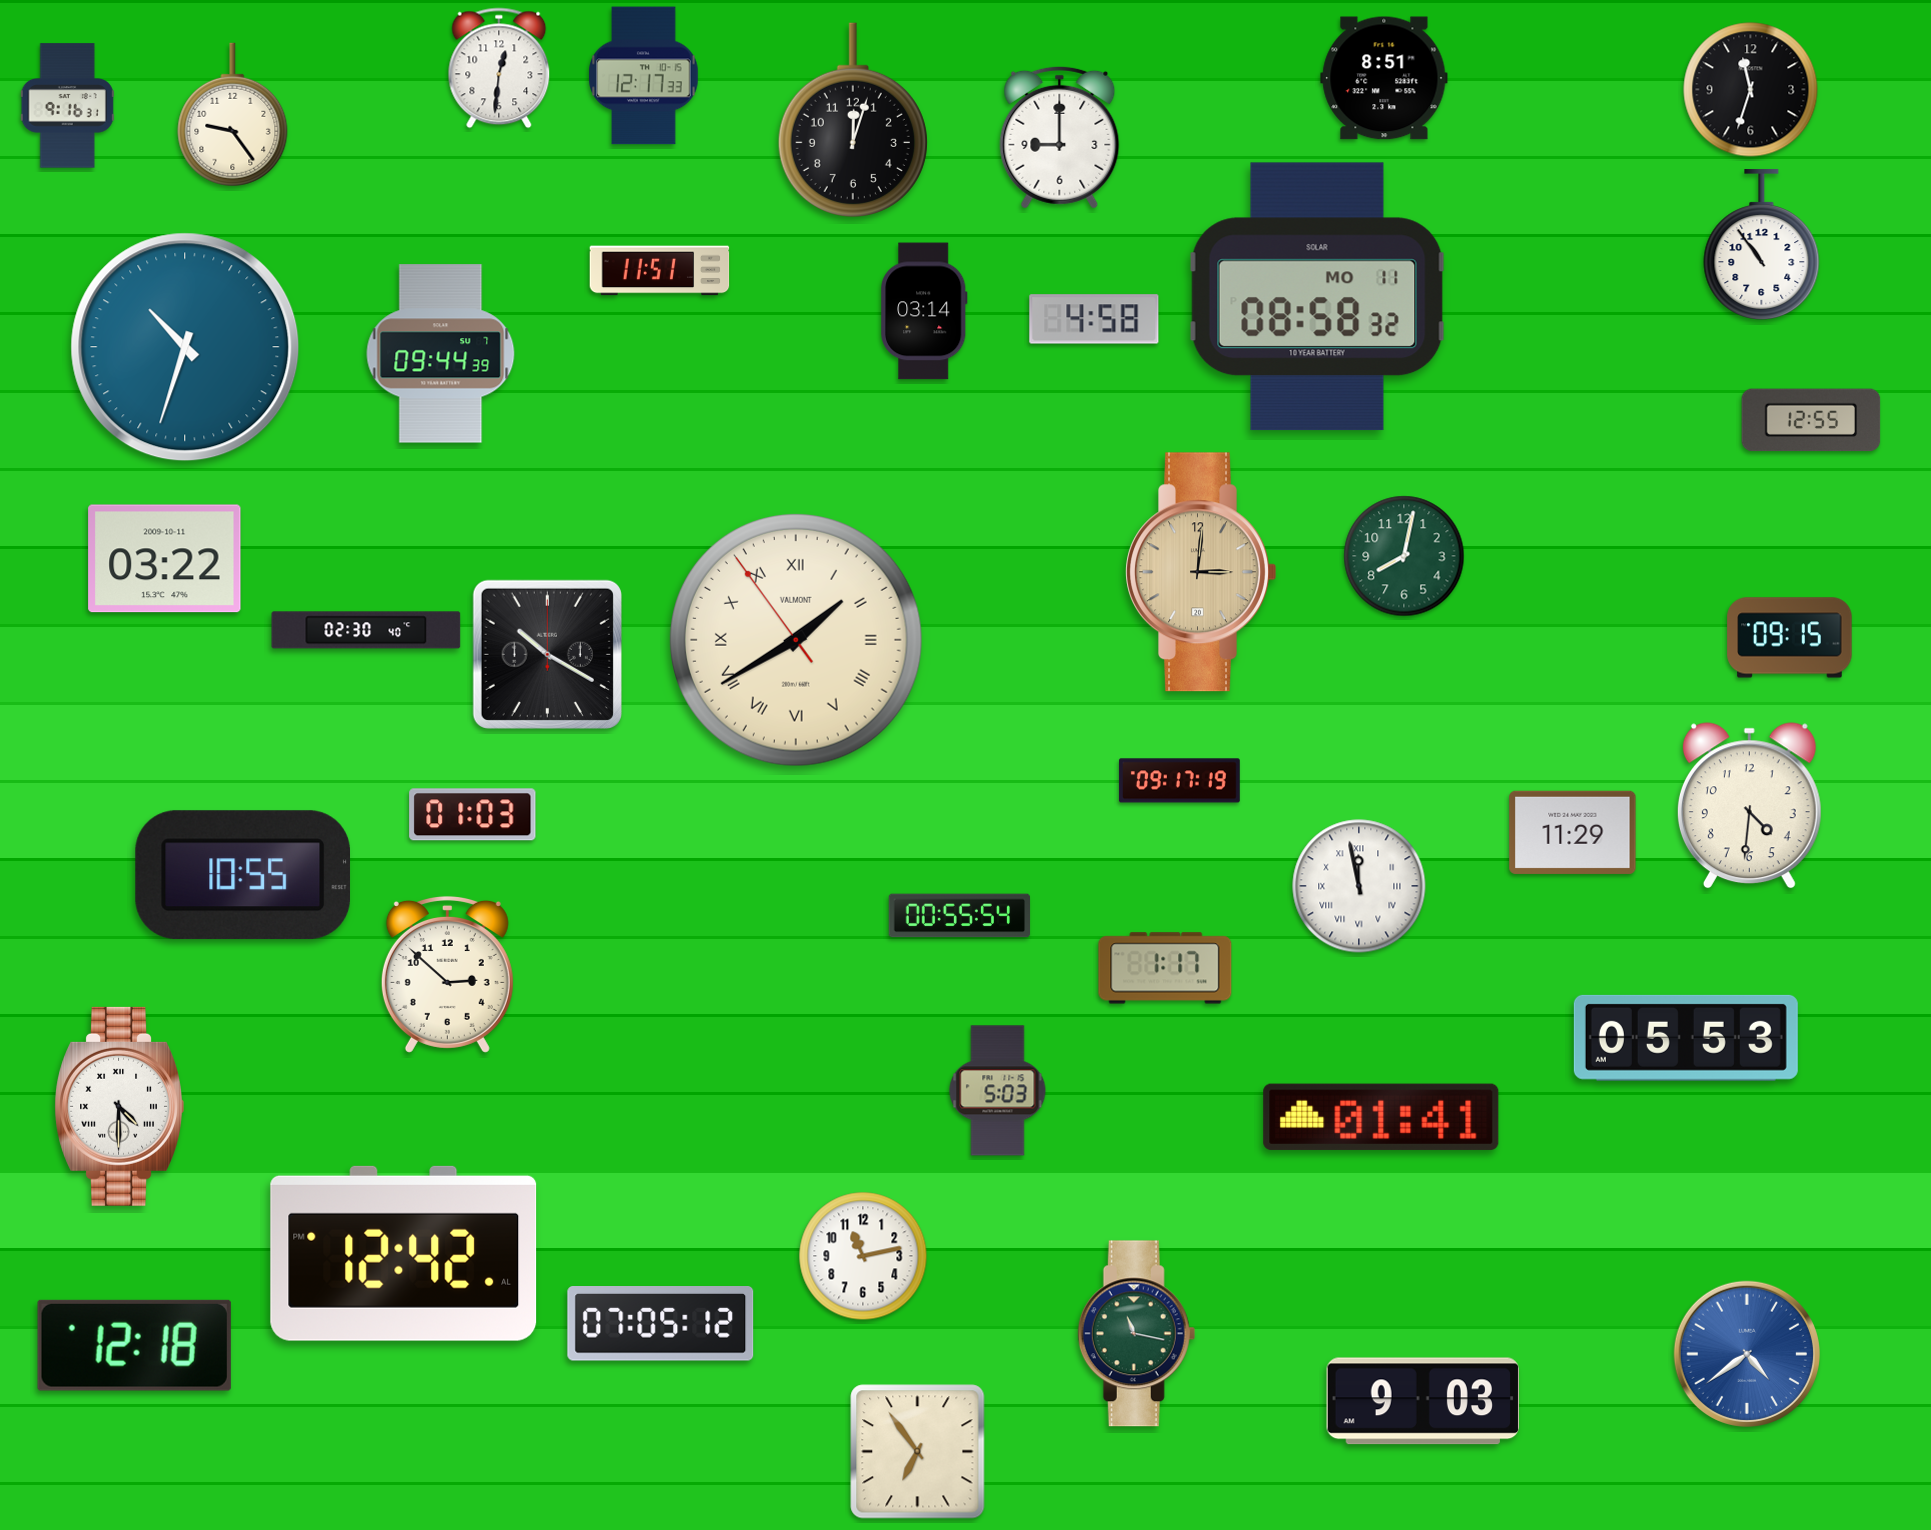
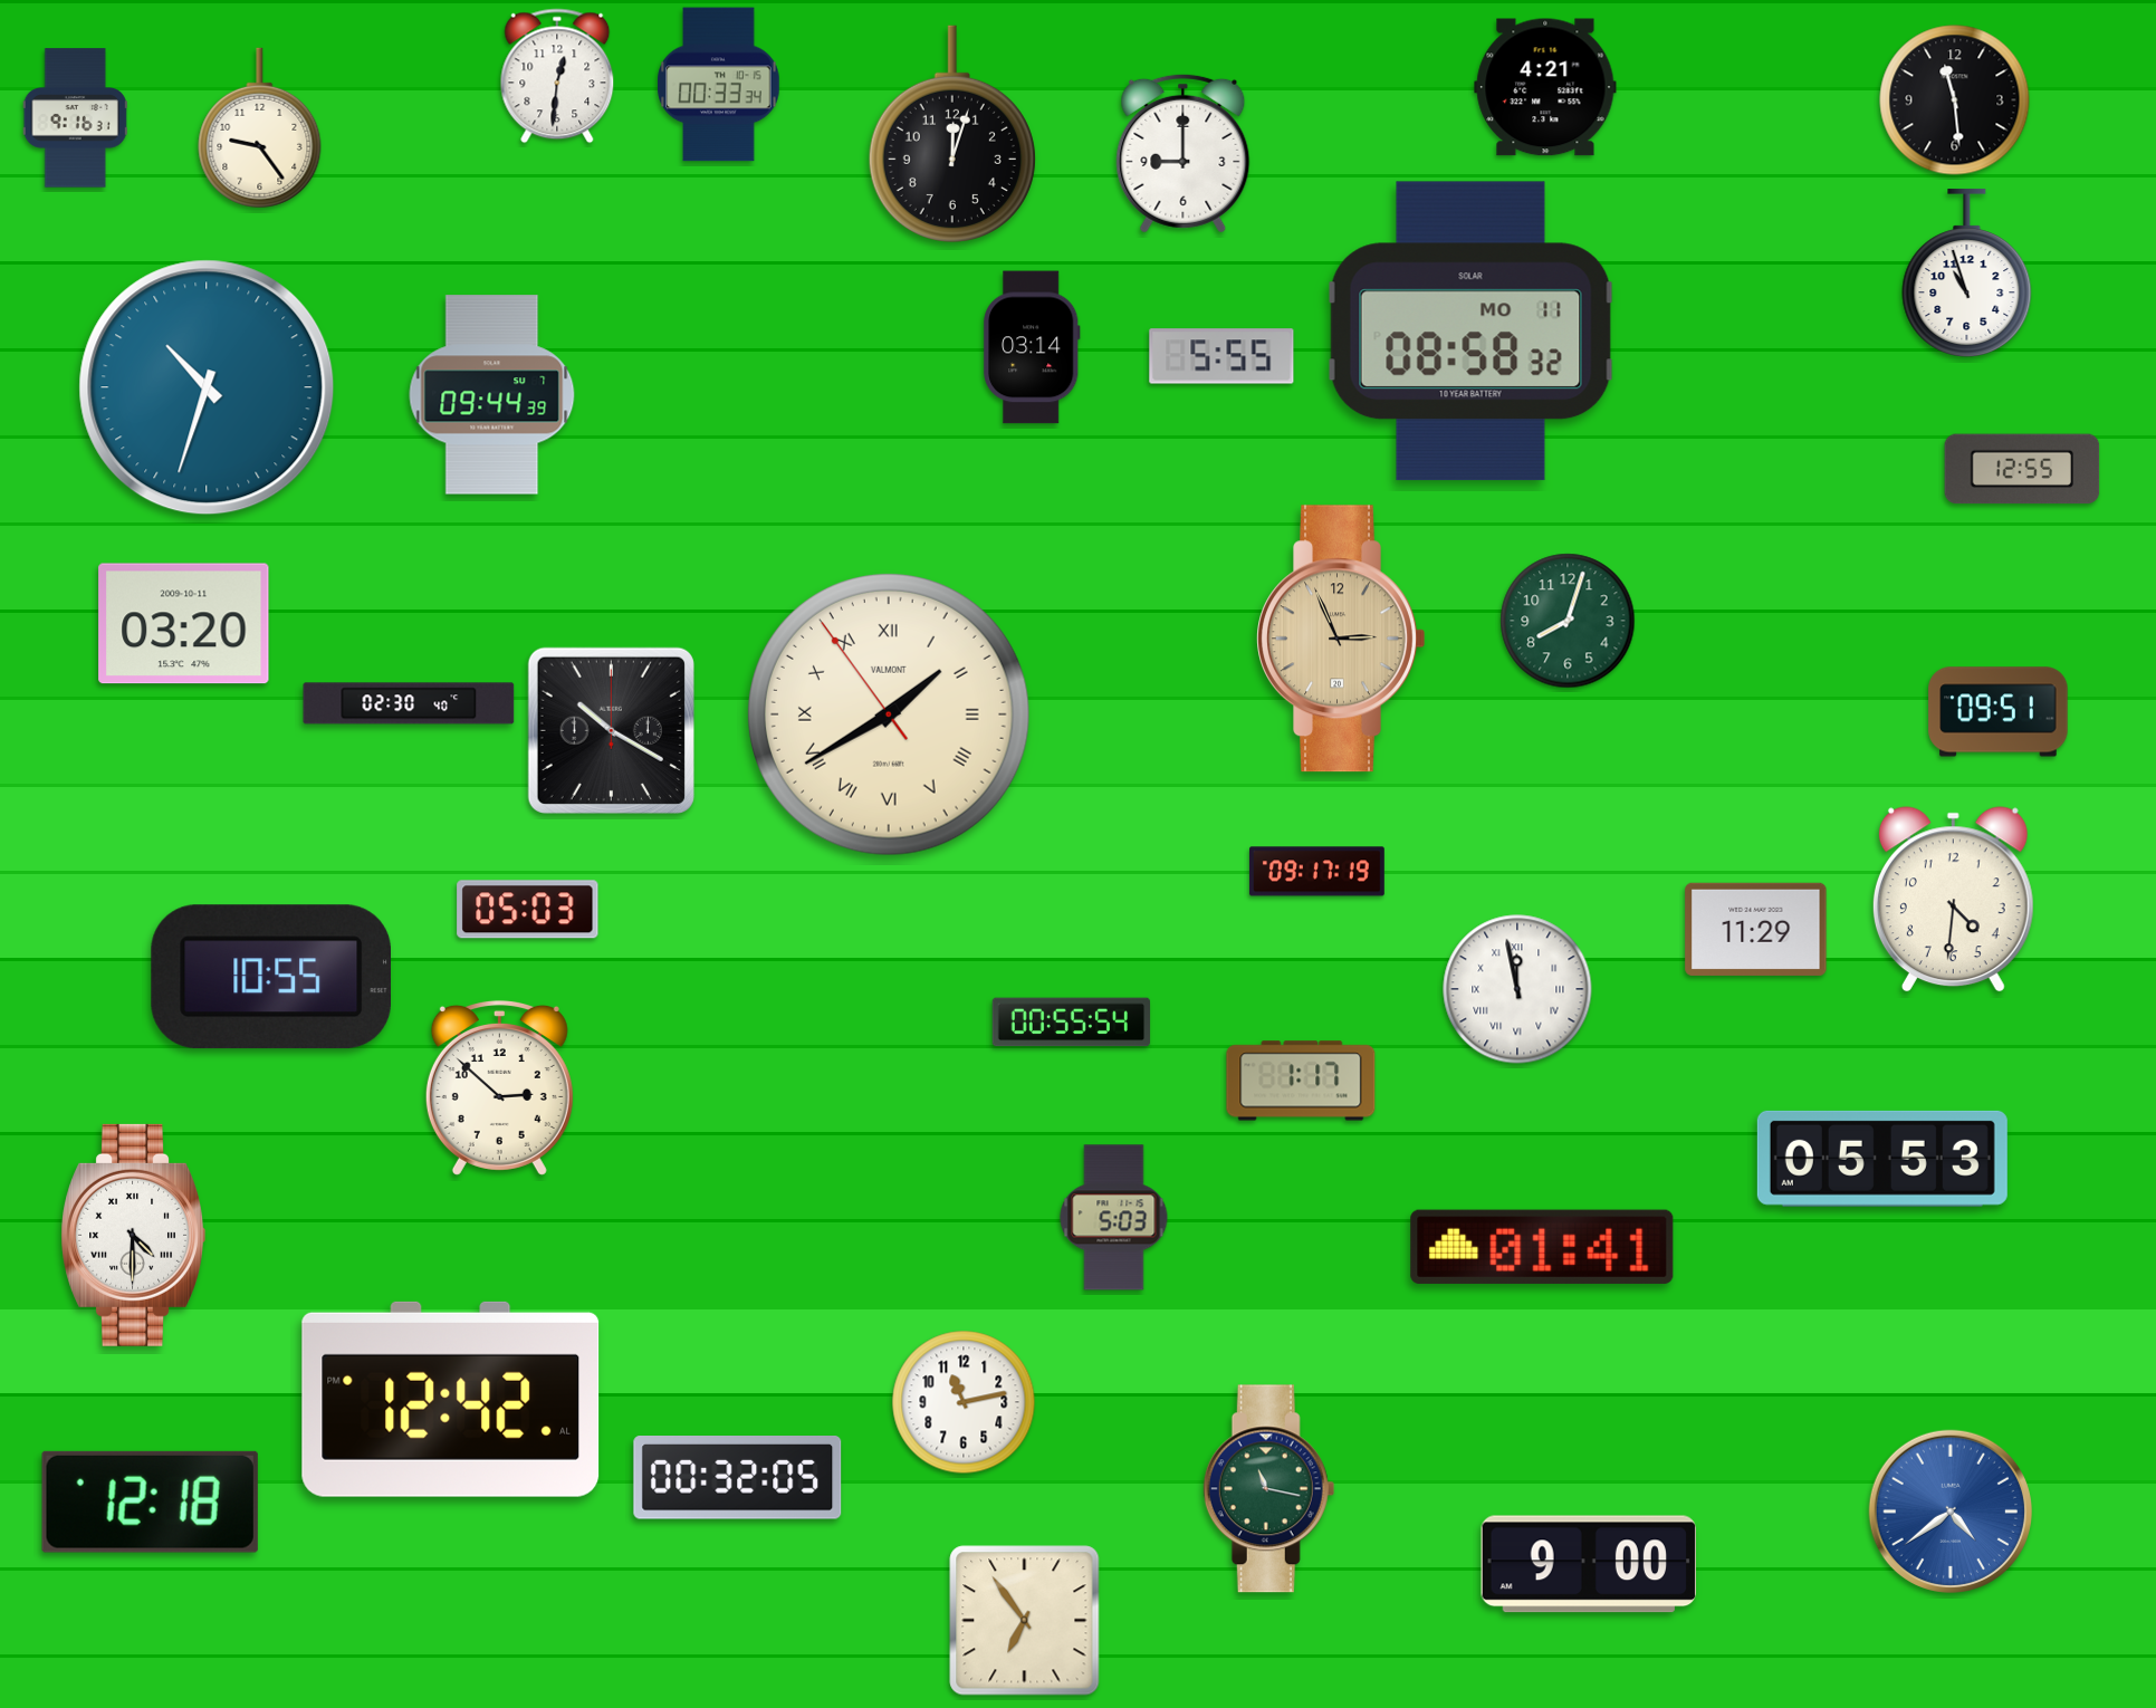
clock at (644, 76): 12:17 -> 00:33
clock at (1384, 78): 8:51 -> 4:21
clock at (1751, 90): 11:33 -> 11:29
clock at (1762, 244): 10:54 -> 10:57
clock at (660, 271): 11:51 -> none
clock at (1094, 319): 4:58 -> 5:55
clock at (1404, 556): 8:02 -> 8:03
clock at (165, 559): 03:22 -> 03:20
clock at (1201, 572): 3:01 -> 2:56
clock at (1790, 638): 09:15 -> 09:51
clock at (473, 815): 01:03 -> 05:03
clock at (661, 1324): 07:05 -> 00:32
clock at (1423, 1401): 9:03 -> 9:00
